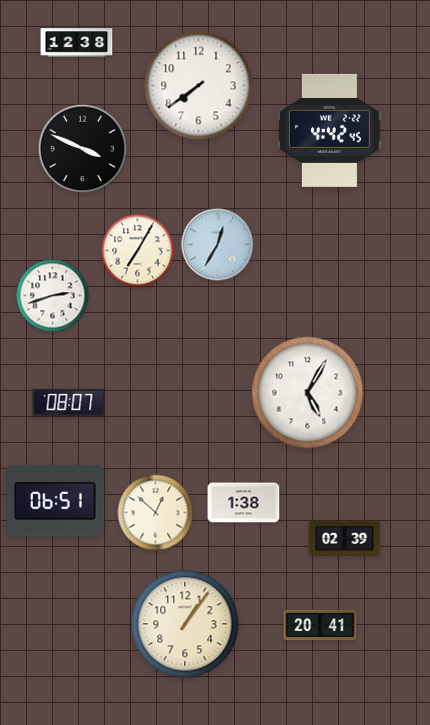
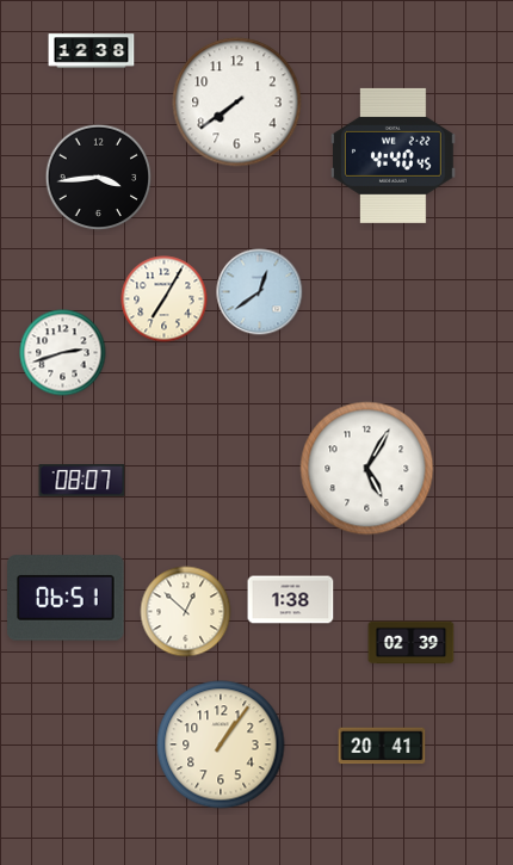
clock at (329, 130): 4:42 -> 4:40
clock at (83, 149): 3:49 -> 3:44
clock at (218, 245): 12:35 -> 12:39
